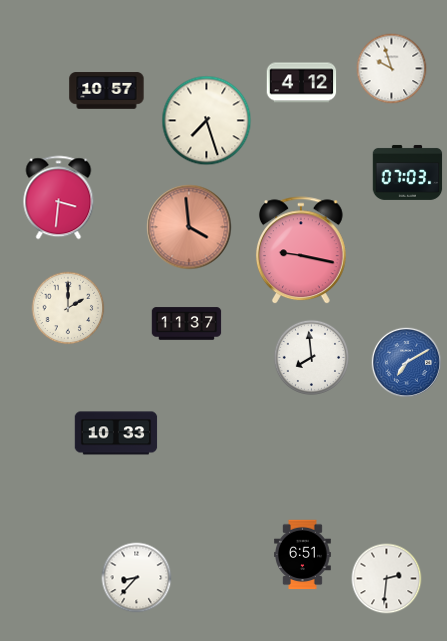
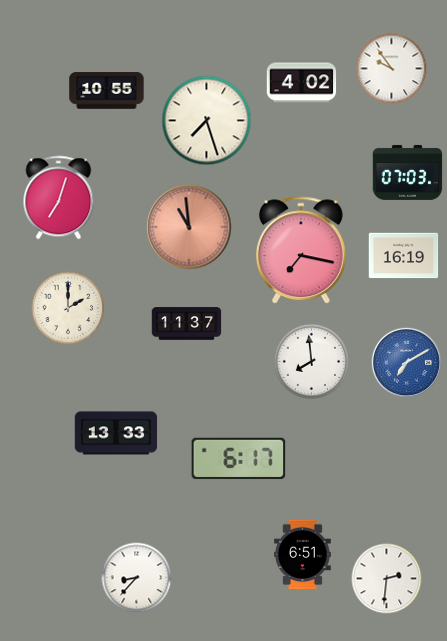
clock at (392, 69): 9:57 -> 9:54
clock at (302, 83): 4:12 -> 4:02
clock at (107, 91): 10:57 -> 10:55
clock at (59, 198): 3:31 -> 7:03
clock at (189, 227): 3:59 -> 10:59
clock at (301, 251): 9:17 -> 7:17
clock at (404, 256): none -> 16:19
clock at (311, 357) position: (311, 357) -> (311, 361)
clock at (116, 433): 10:33 -> 13:33
clock at (239, 459): none -> 6:17
